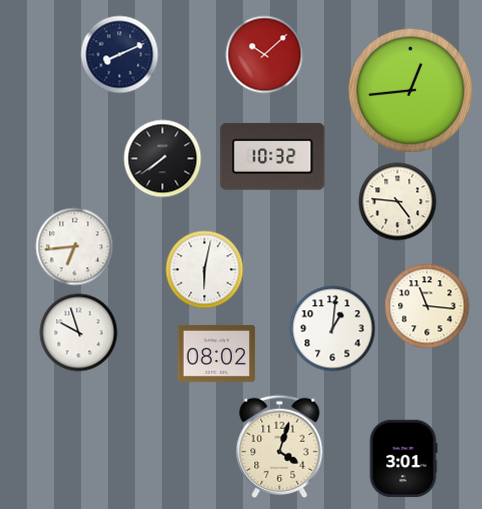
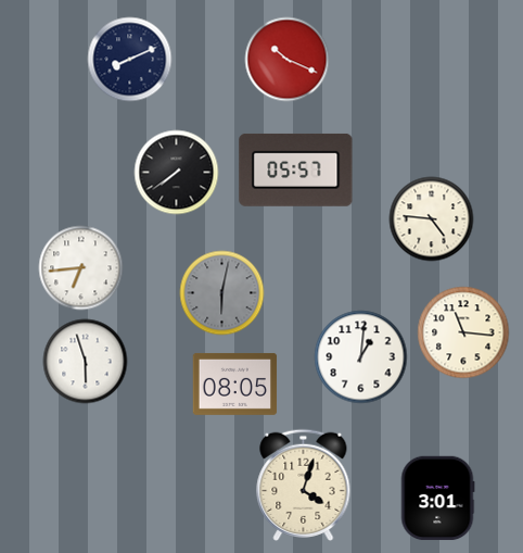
clock at (264, 54): 10:08 -> 10:19
clock at (410, 90): 12:44 -> none
clock at (273, 156): 10:32 -> 05:57
clock at (204, 269) dial: white -> grey
clock at (78, 332): 9:57 -> 5:57
clock at (216, 353): 08:02 -> 08:05
